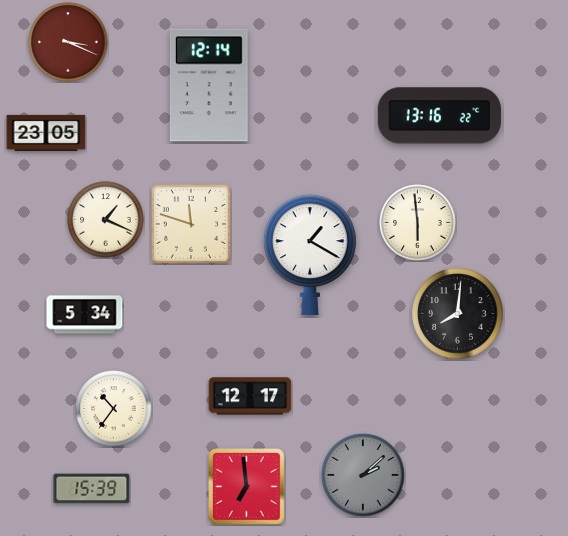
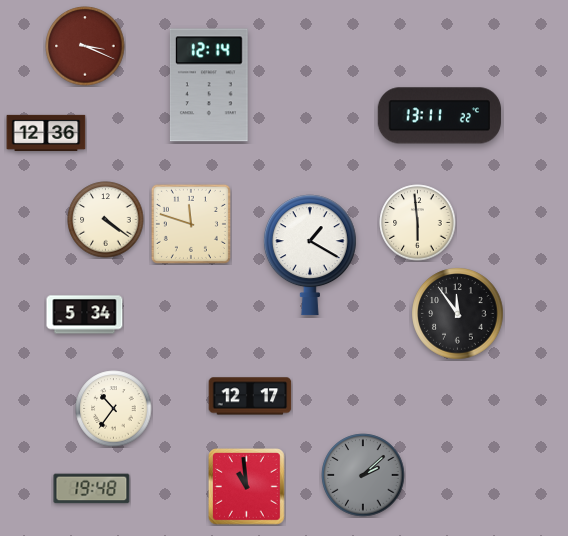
clock at (68, 42) position: (68, 42) -> (85, 46)
clock at (439, 116): 13:16 -> 13:11
clock at (46, 133): 23:05 -> 12:36
clock at (106, 220): 1:19 -> 4:21
clock at (458, 314): 8:01 -> 11:54
clock at (247, 487): 6:59 -> 10:59
clock at (92, 489): 15:39 -> 19:48
